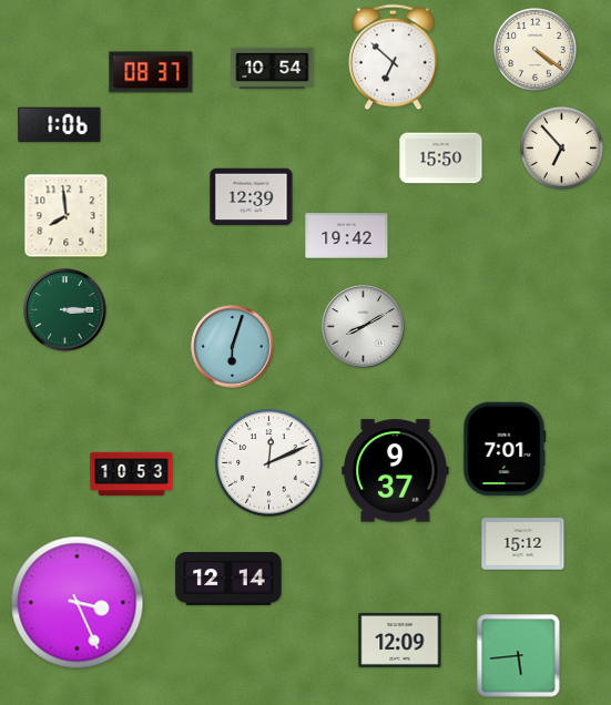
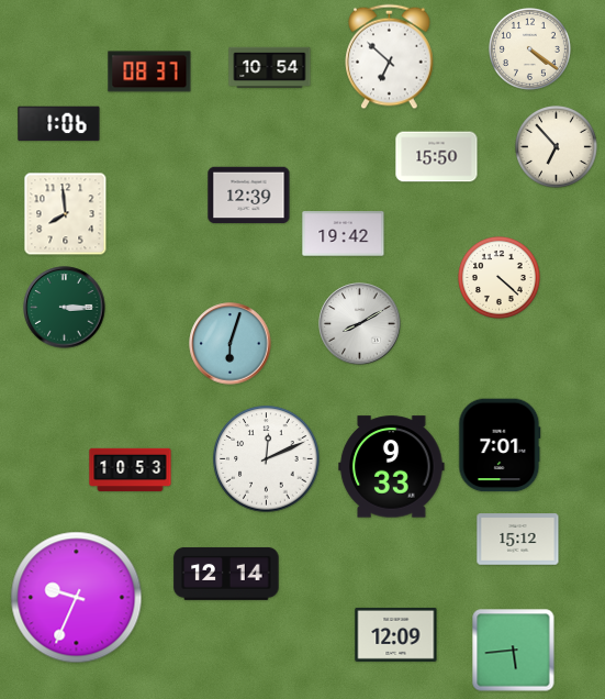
clock at (500, 278): none -> 4:22
clock at (396, 471): 9:37 -> 9:33
clock at (78, 603): 3:26 -> 9:34
